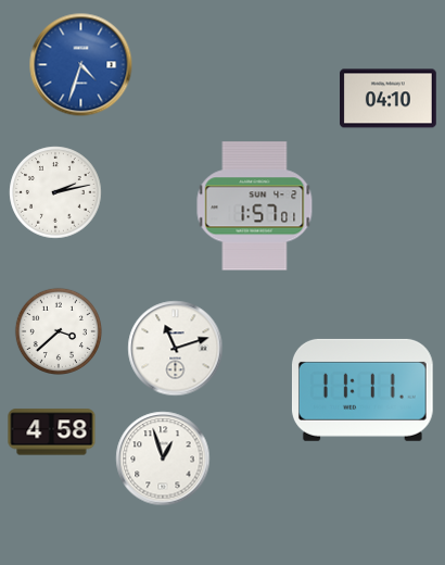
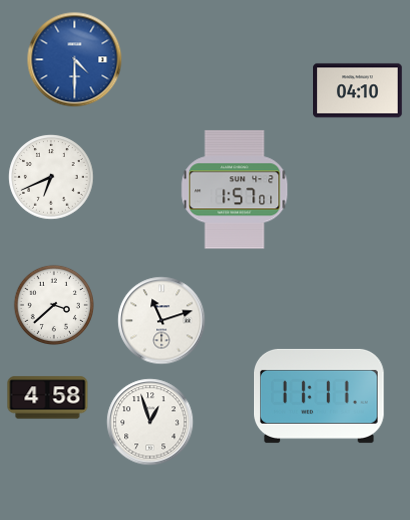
clock at (81, 65): 4:33 -> 4:30
clock at (55, 192): 2:13 -> 6:41
clock at (363, 390) position: (363, 390) -> (319, 396)
